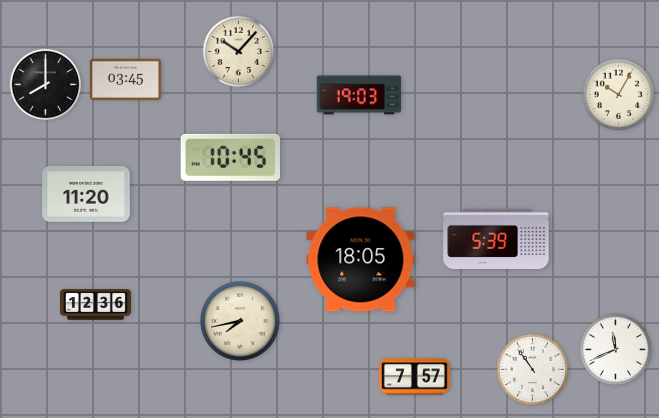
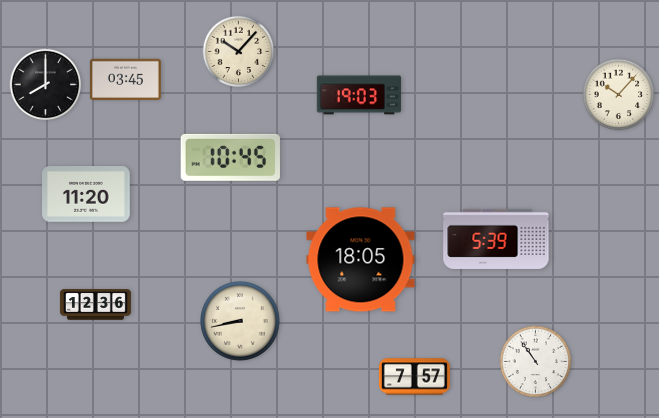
clock at (619, 95): 10:05 -> 10:07
clock at (241, 322): 7:43 -> 8:43
clock at (616, 350): 11:41 -> none
clock at (533, 370) position: (533, 370) -> (536, 362)
